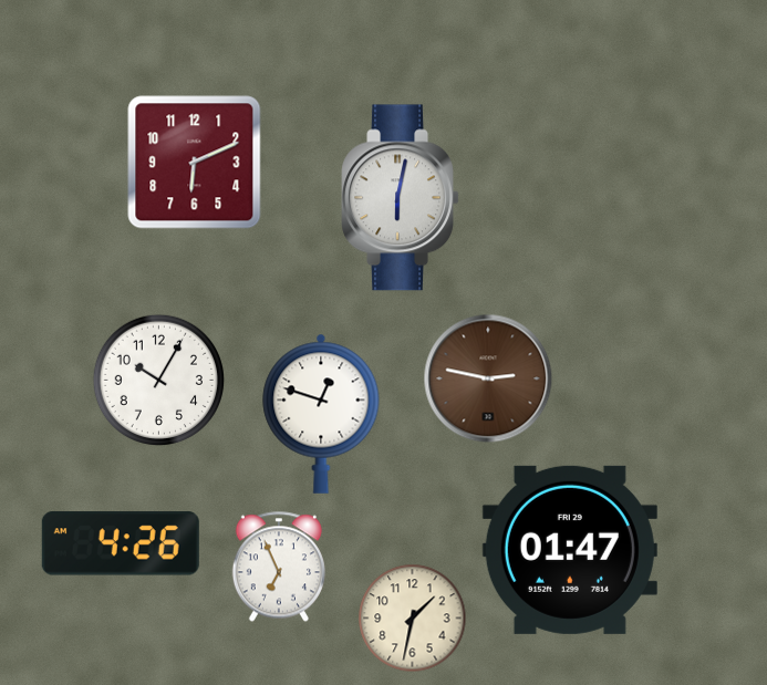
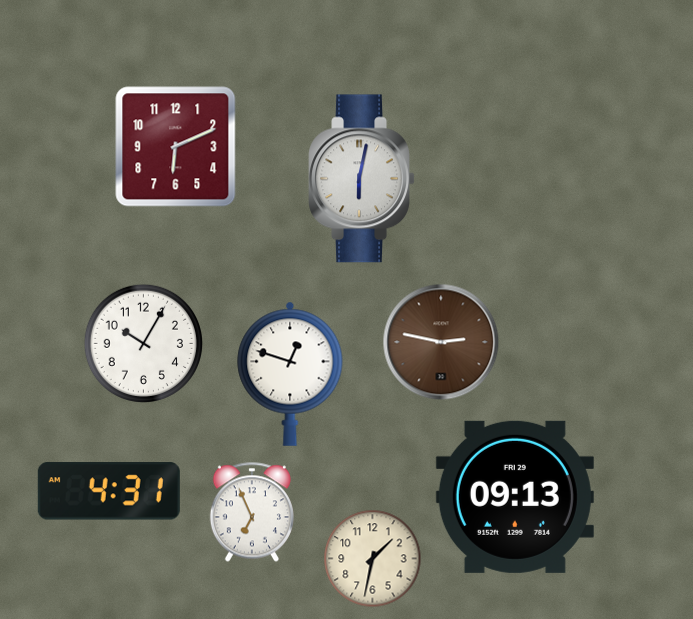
clock at (121, 543): 4:26 -> 4:31
clock at (570, 550): 01:47 -> 09:13
